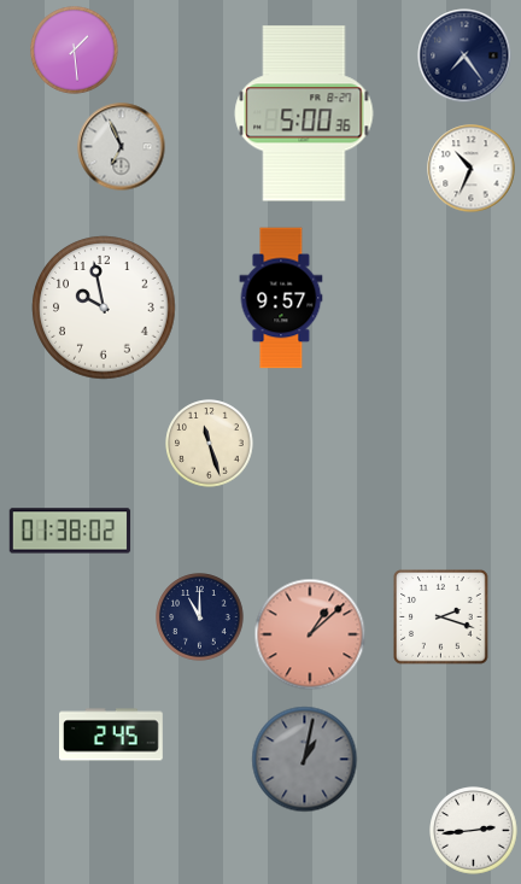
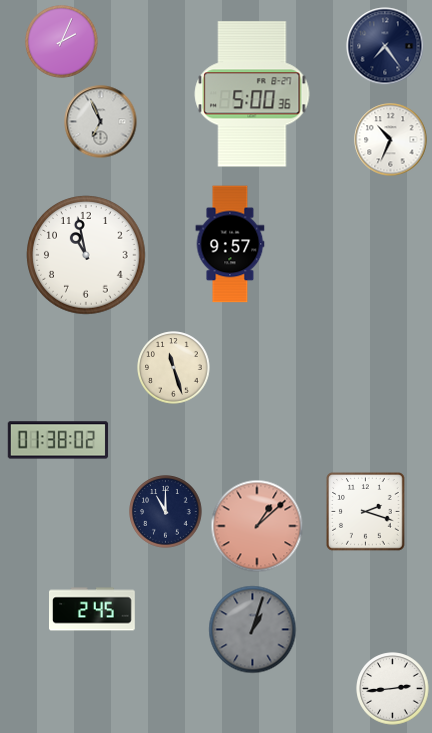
clock at (75, 51): 1:29 -> 2:04
clock at (281, 298) position: (281, 298) -> (230, 244)
clock at (104, 308): 9:58 -> 10:58
clock at (305, 760): 1:02 -> 1:03
